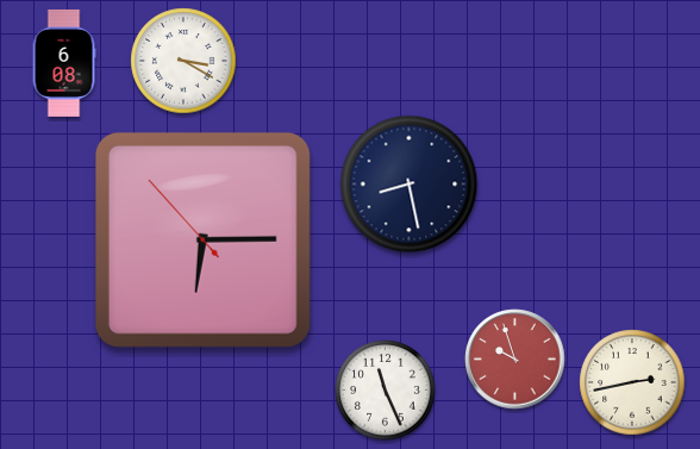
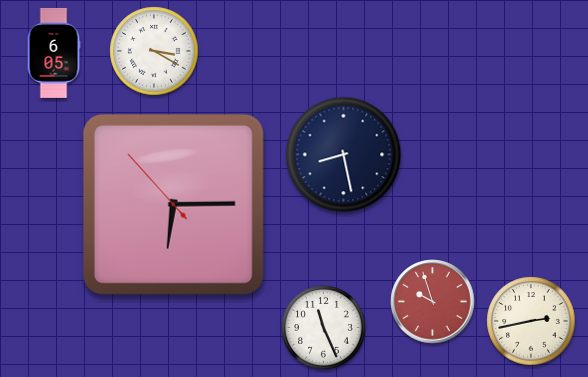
clock at (64, 63): 6:08 -> 6:05
clock at (202, 239) position: (202, 239) -> (173, 204)
